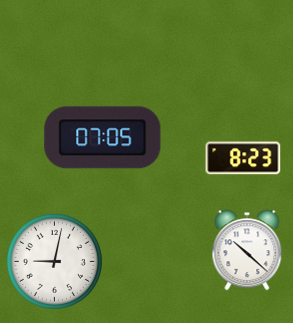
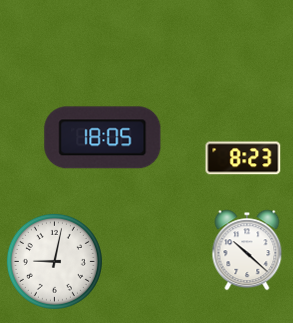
clock at (103, 138): 07:05 -> 18:05
